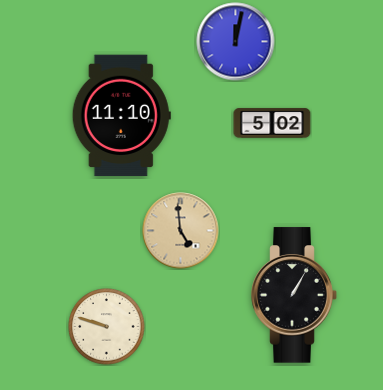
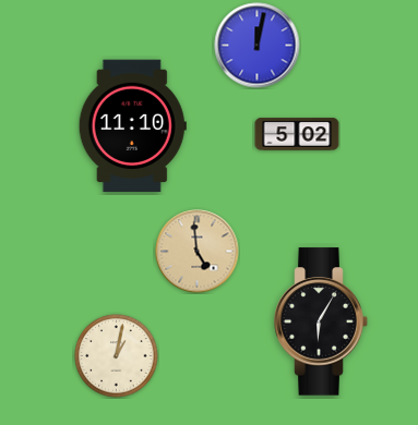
clock at (294, 295): 1:05 -> 6:05
clock at (107, 327): 9:48 -> 1:02
